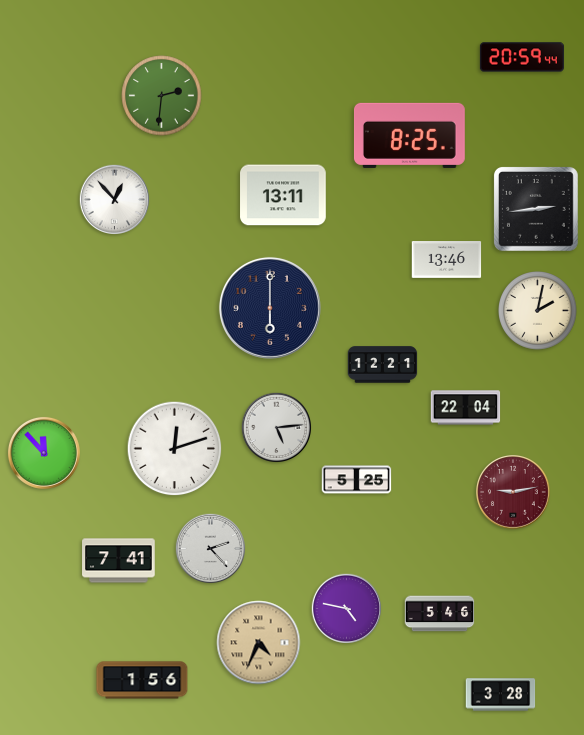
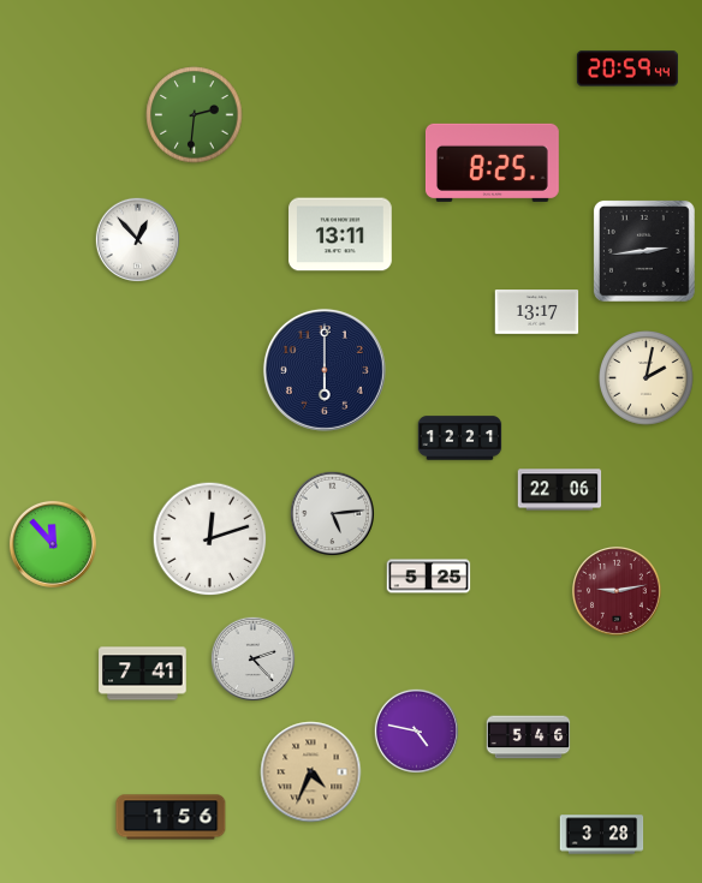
clock at (447, 260): 13:46 -> 13:17
clock at (538, 311) position: (538, 311) -> (647, 378)
clock at (466, 408): 22:04 -> 22:06
